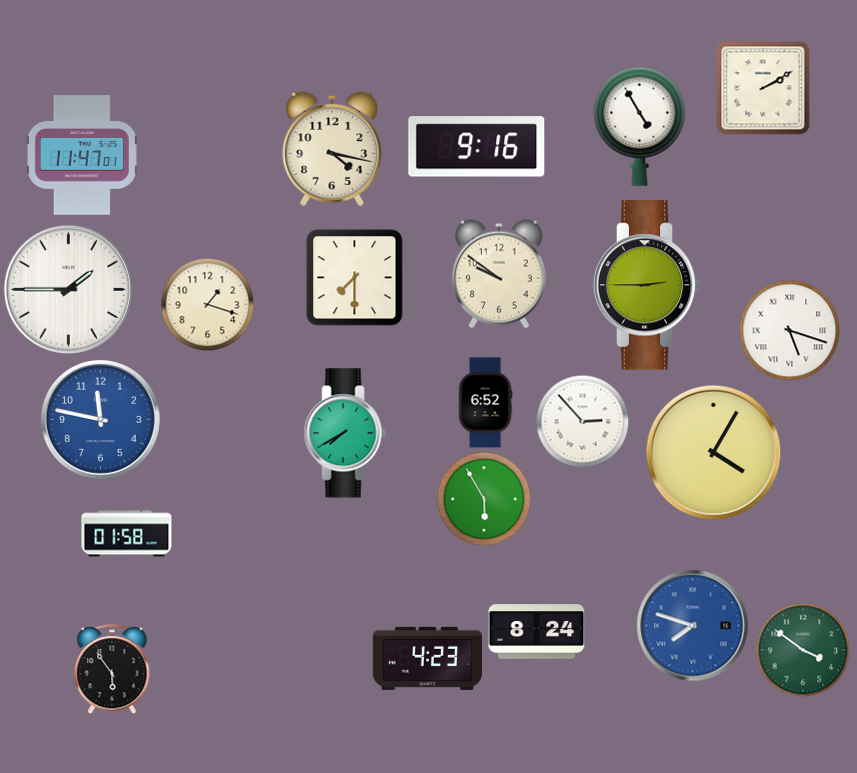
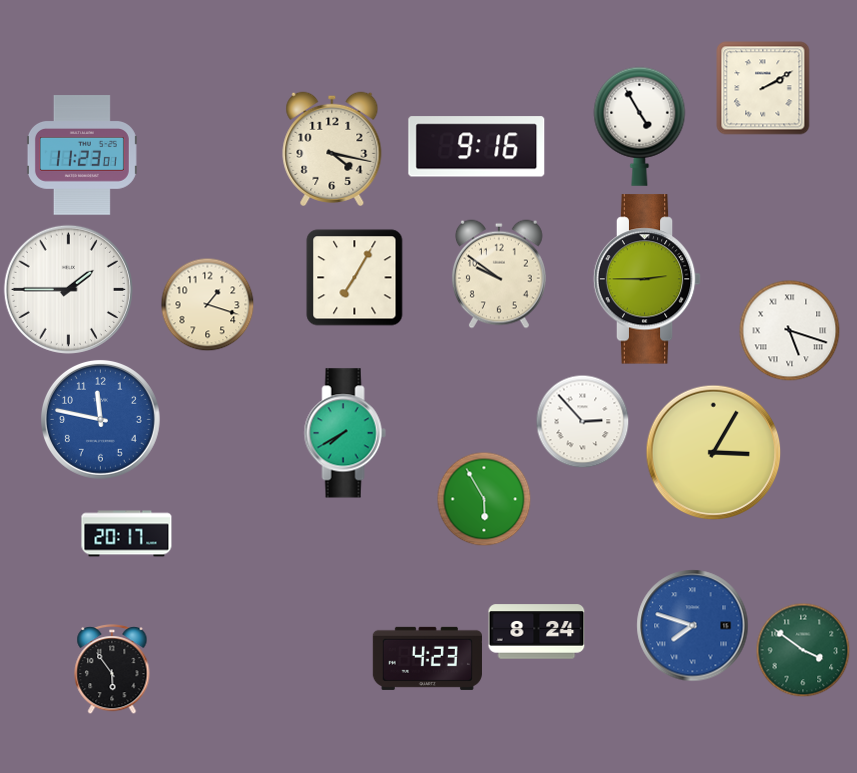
clock at (82, 155): 11:47 -> 11:23
clock at (355, 278): 7:30 -> 7:05
clock at (647, 285) position: (647, 285) -> (647, 279)
clock at (485, 403): 6:52 -> none
clock at (714, 453): 4:05 -> 3:05
clock at (127, 534): 01:58 -> 20:17
